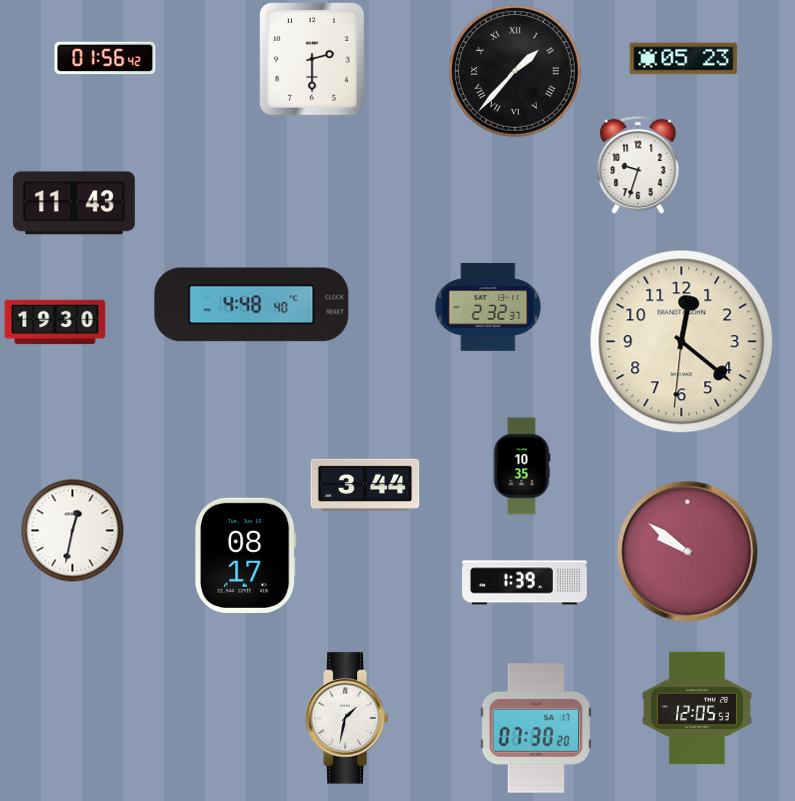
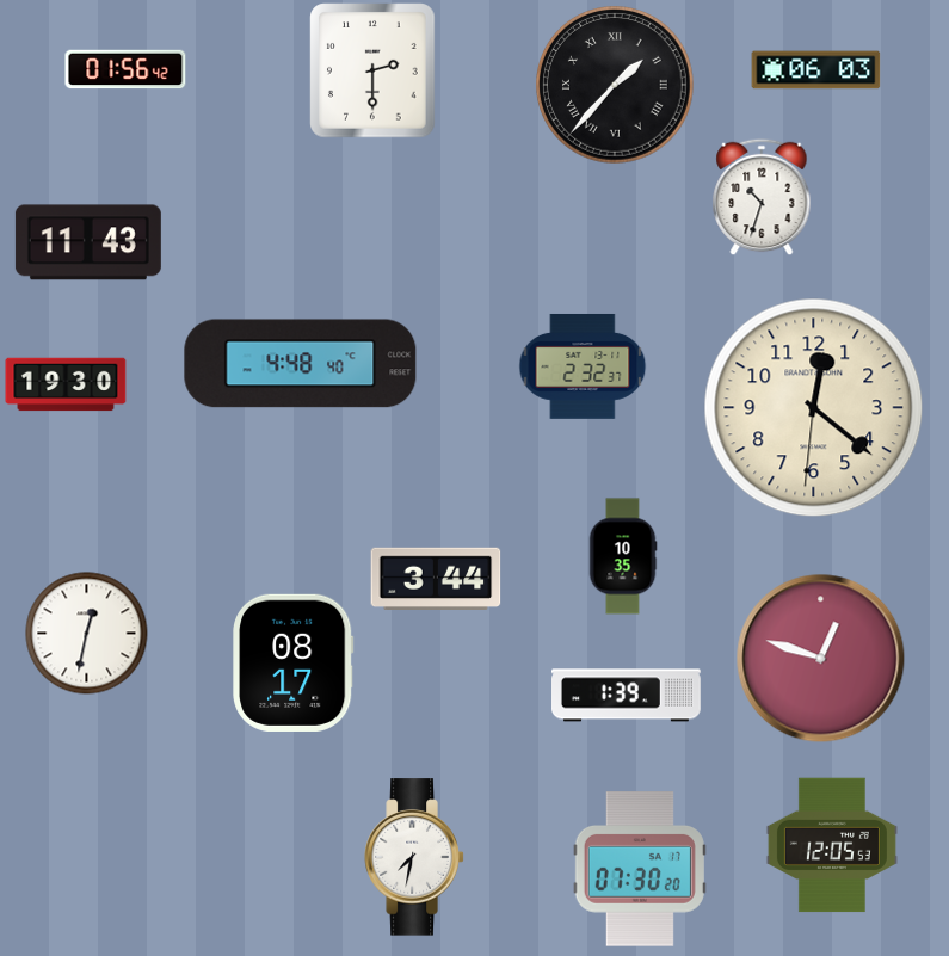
clock at (684, 59): 05:23 -> 06:03
clock at (638, 165): 9:33 -> 10:33
clock at (688, 552): 9:51 -> 12:48
clock at (347, 718): 1:32 -> 7:32
